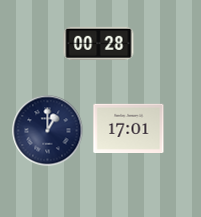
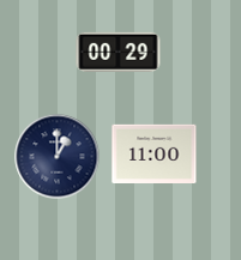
clock at (99, 43): 00:28 -> 00:29
clock at (129, 128): 17:01 -> 11:00
